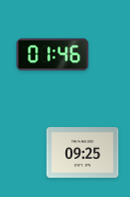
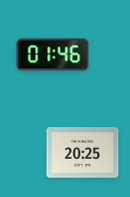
clock at (83, 153): 09:25 -> 20:25
